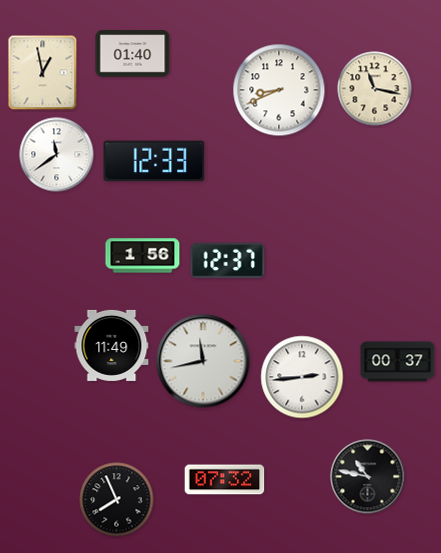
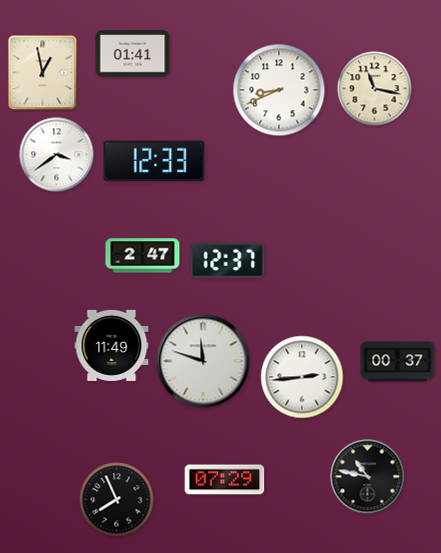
clock at (133, 54): 01:40 -> 01:41
clock at (57, 155): 11:39 -> 3:39
clock at (143, 256): 1:56 -> 2:47
clock at (203, 361): 11:43 -> 11:48
clock at (225, 480): 07:32 -> 07:29
